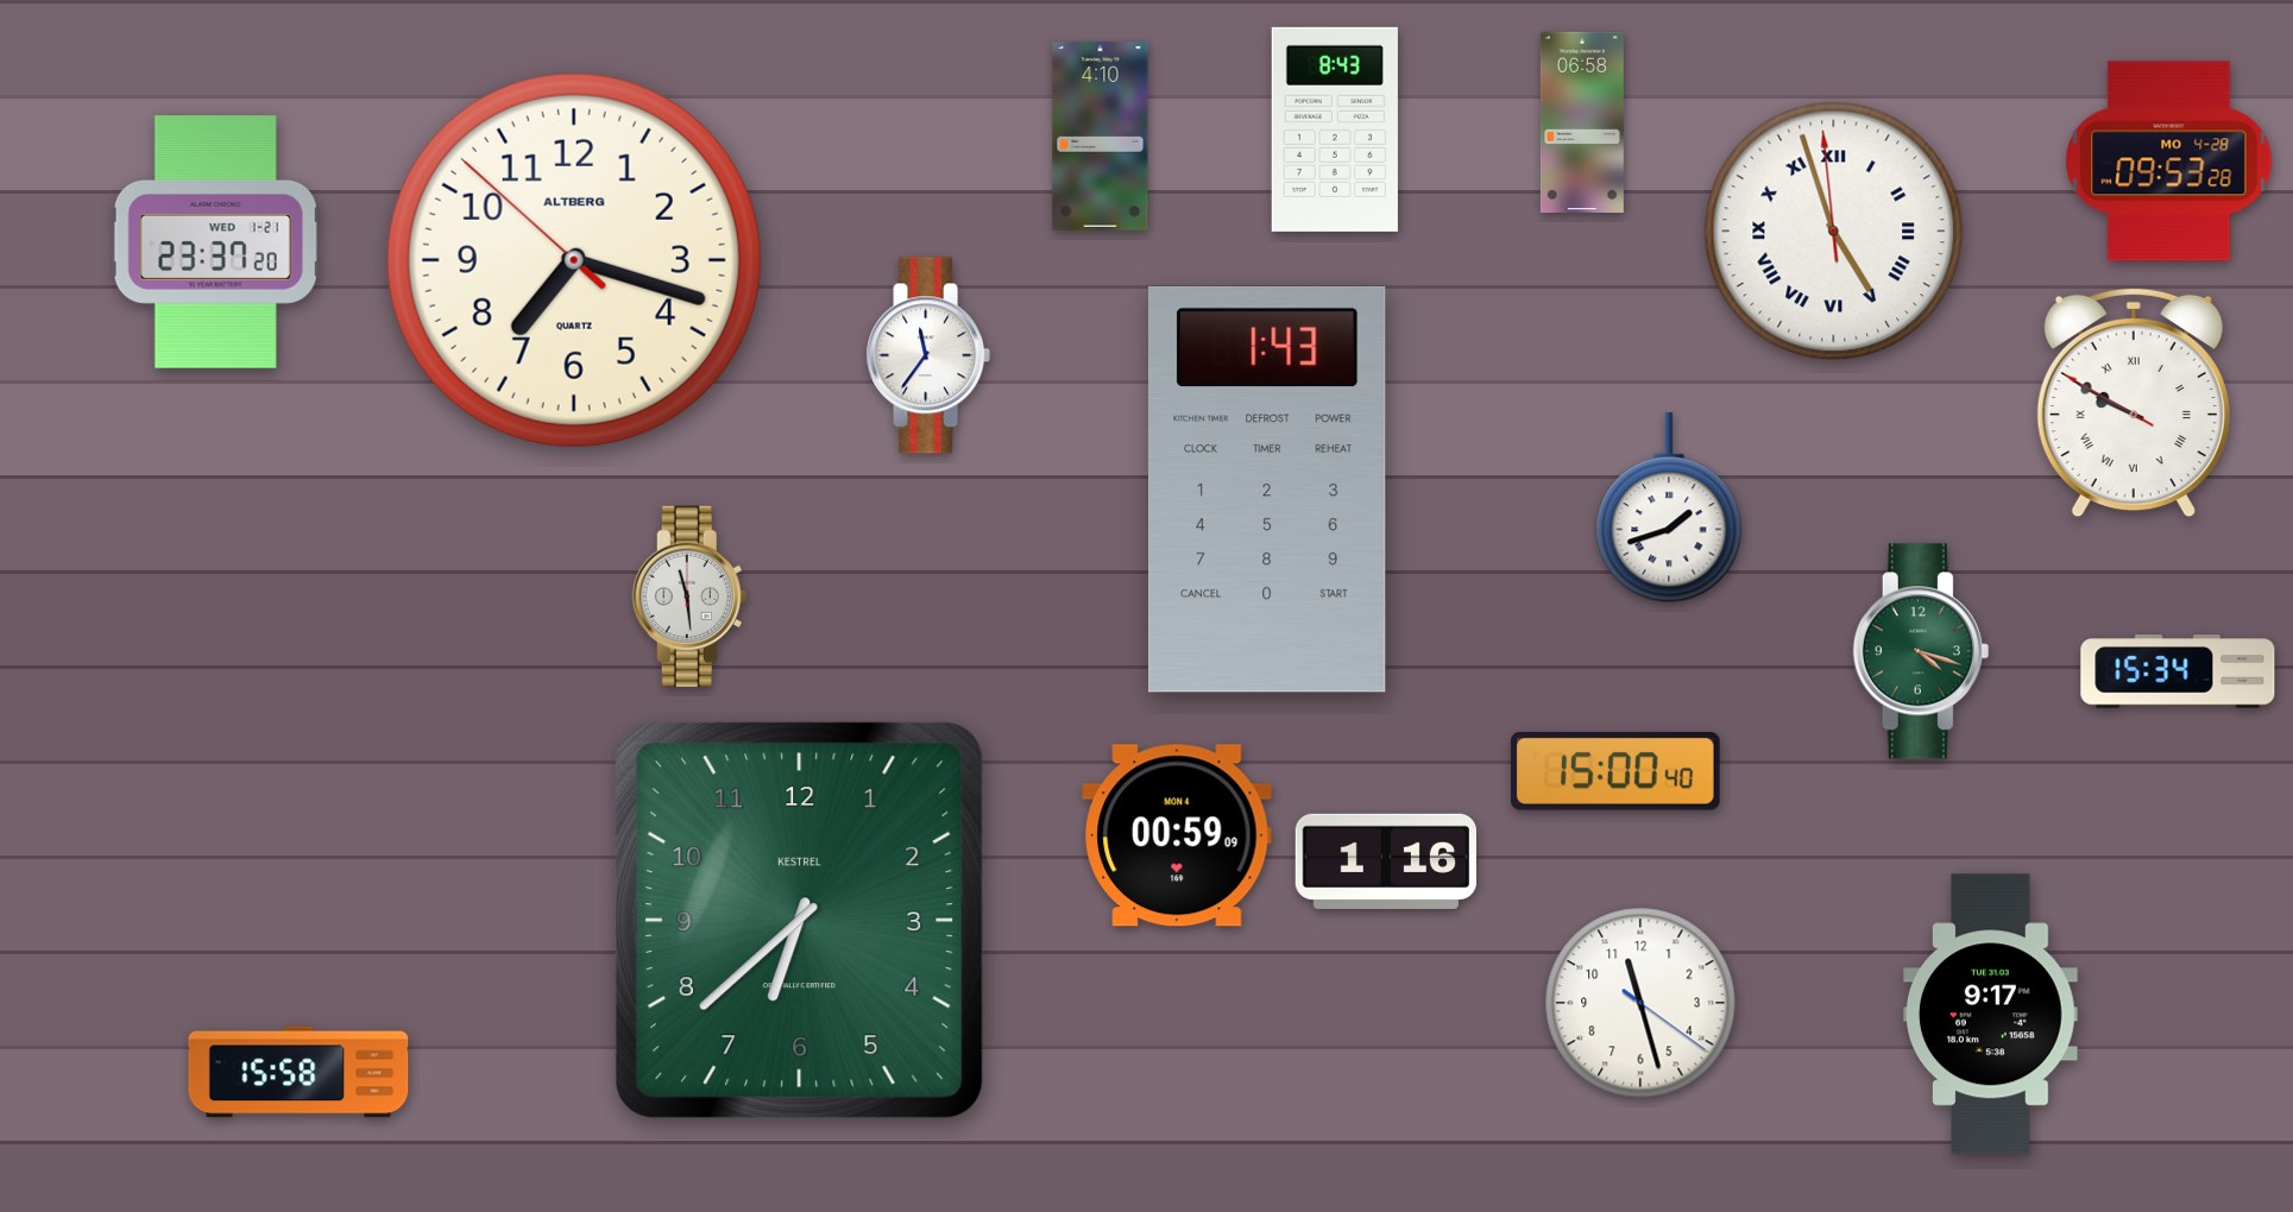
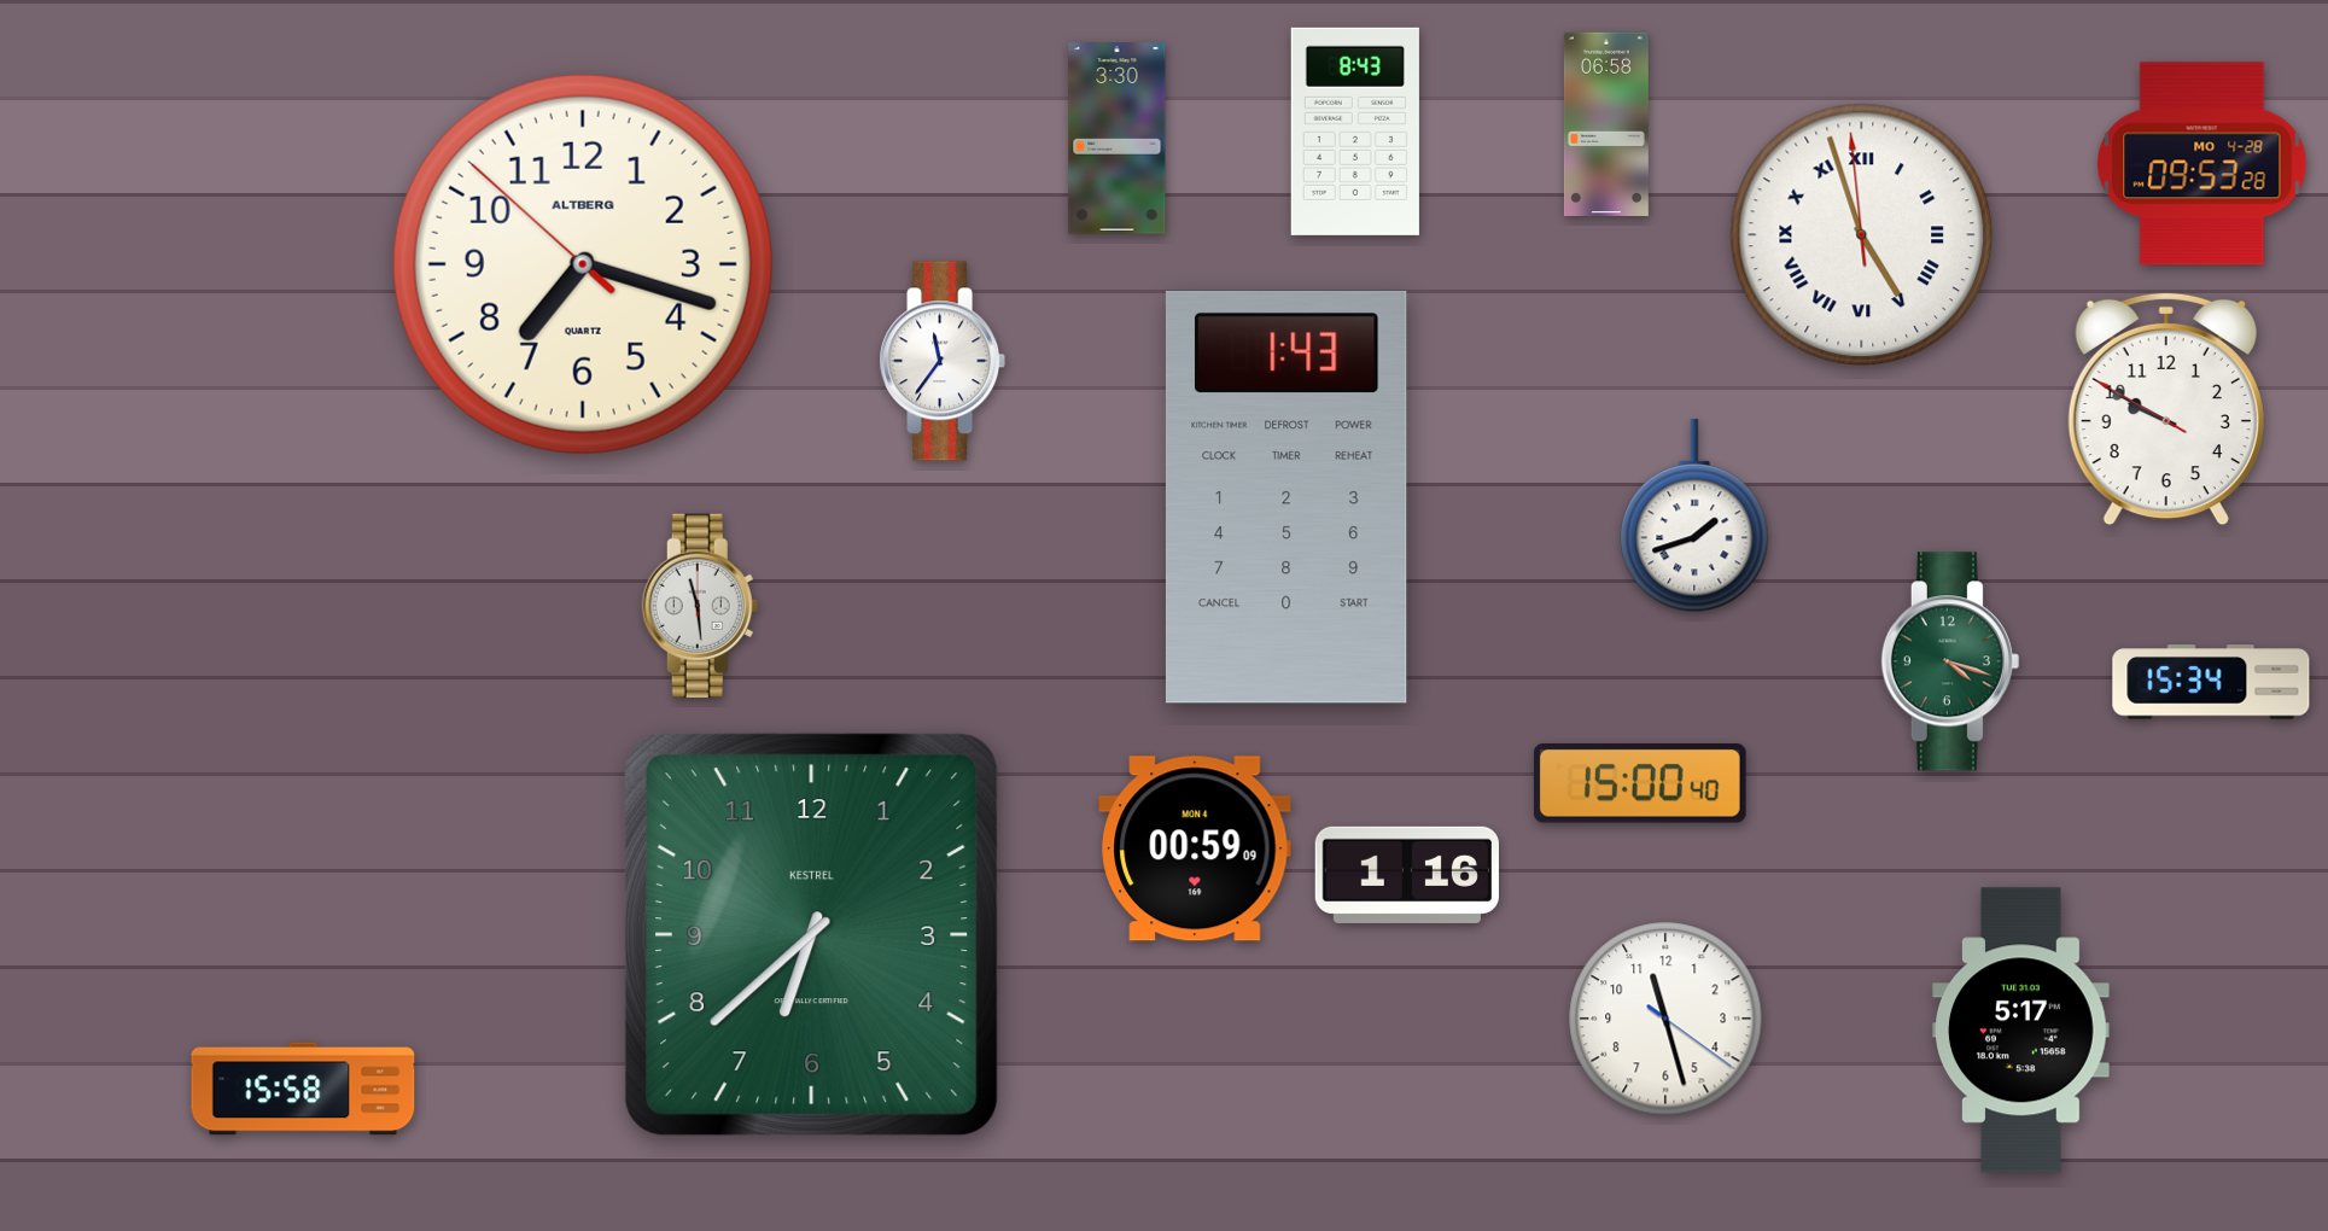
clock at (1101, 137): 4:10 -> 3:30
clock at (215, 242): 23:37 -> none
clock at (2134, 403) numerals: Roman -> Arabic
clock at (1991, 1015): 9:17 -> 5:17
